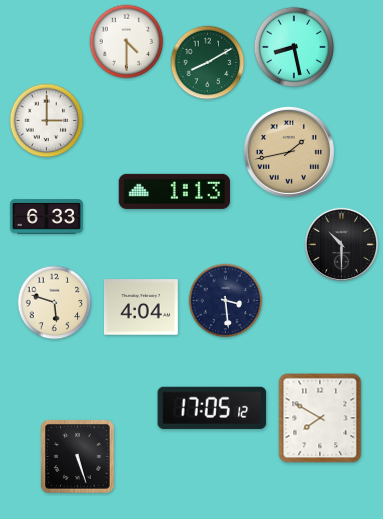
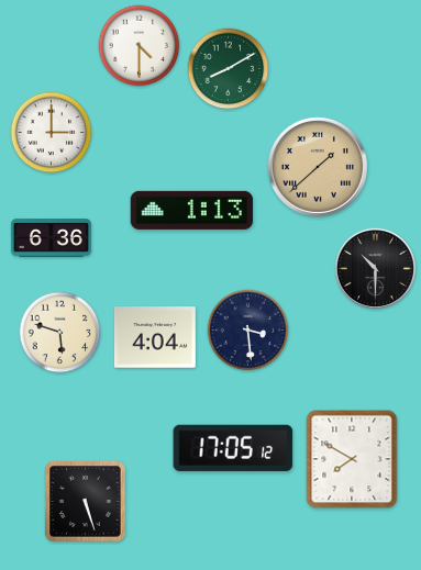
clock at (294, 47): 8:28 -> none
clock at (289, 152): 1:43 -> 1:38
clock at (46, 217): 6:33 -> 6:36
